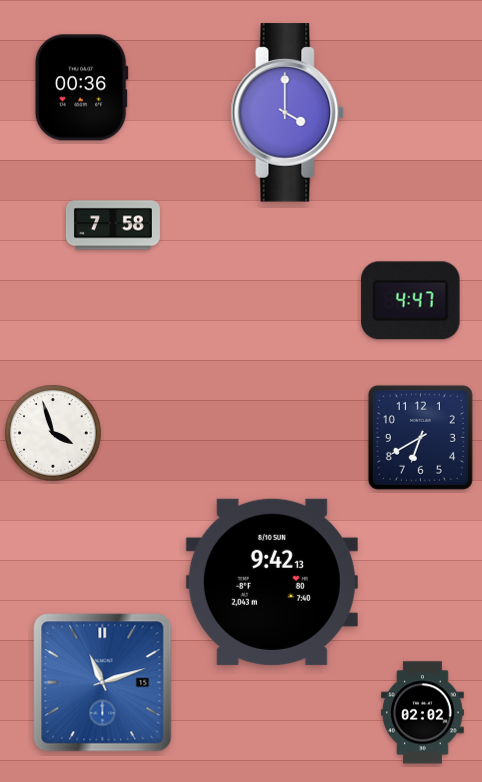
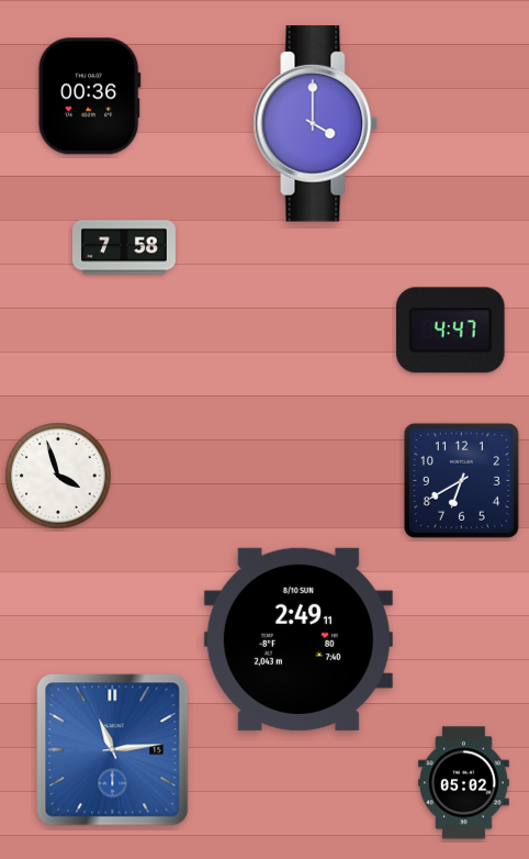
clock at (272, 582): 9:42 -> 2:49
clock at (103, 683): 11:12 -> 11:14
clock at (423, 713): 02:02 -> 05:02
